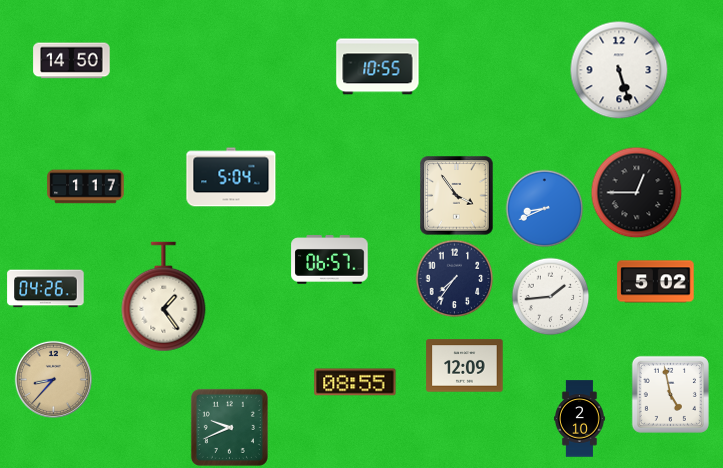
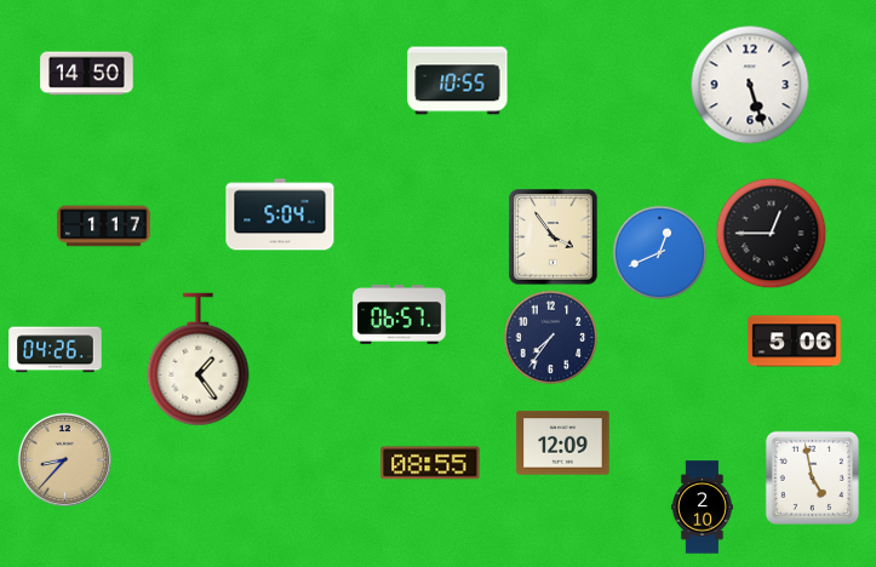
clock at (544, 208): 8:41 -> 12:41
clock at (656, 282): 5:02 -> 5:06
clock at (550, 296): 1:44 -> none
clock at (229, 427): 9:41 -> none
